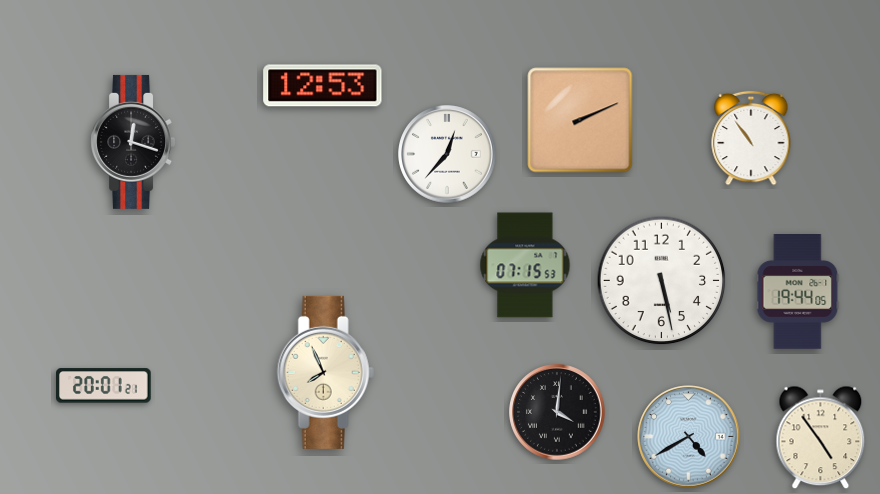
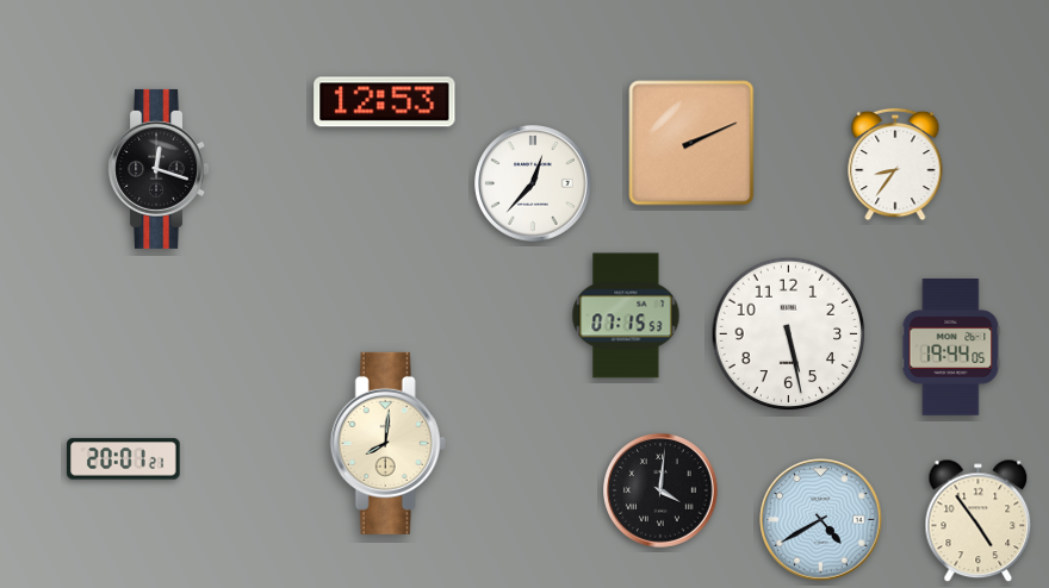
clock at (751, 138): 10:54 -> 8:36
clock at (325, 372): 7:56 -> 8:01
clock at (557, 412) position: (557, 412) -> (660, 490)
